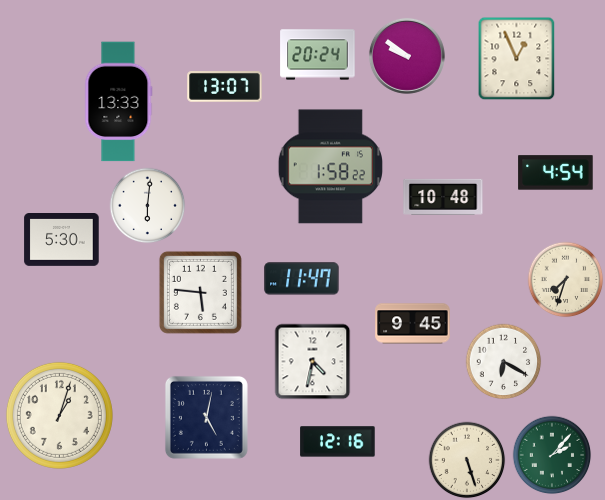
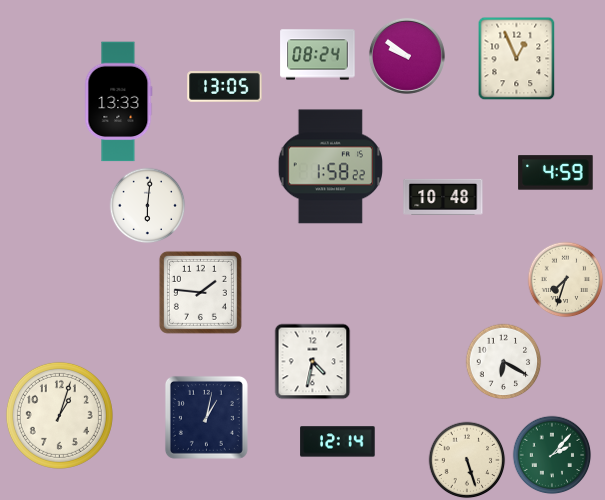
clock at (318, 55): 20:24 -> 08:24
clock at (225, 87): 13:07 -> 13:05
clock at (556, 173): 4:54 -> 4:59
clock at (62, 240): 5:30 -> none
clock at (302, 279): 11:47 -> none
clock at (200, 292): 5:46 -> 1:46
clock at (413, 324): 9:45 -> none
clock at (206, 417): 5:02 -> 1:02
clock at (338, 442): 12:16 -> 12:14
